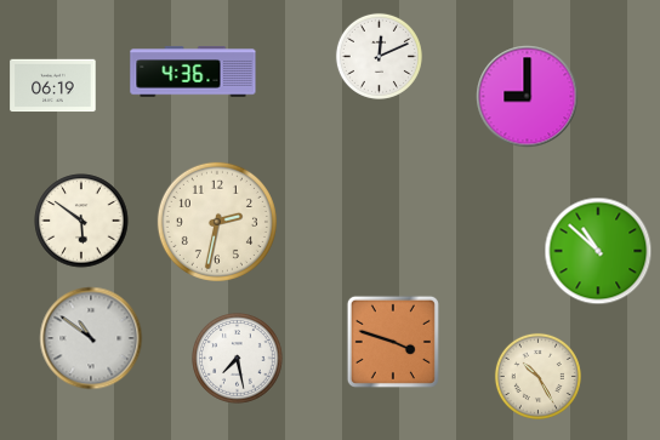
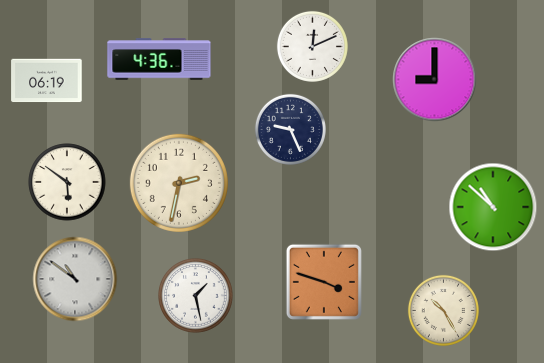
clock at (53, 86) position: (53, 86) -> (47, 81)
clock at (290, 129): none -> 9:26
clock at (238, 359): 7:28 -> 1:28
